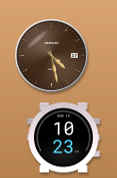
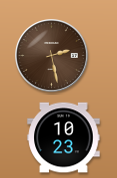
clock at (52, 56): 4:28 -> 2:28
